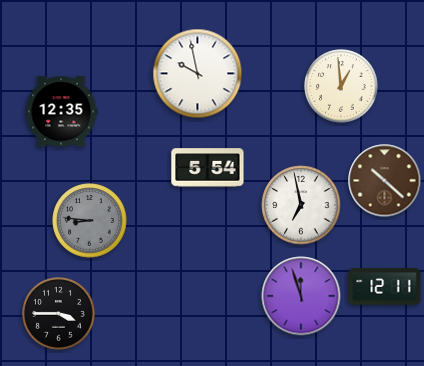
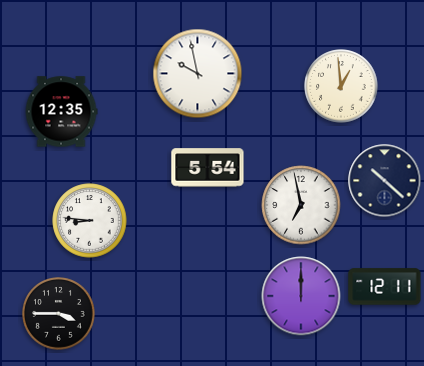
clock at (385, 181) dial: brown -> navy
clock at (90, 221) dial: grey -> white
clock at (301, 296): 11:57 -> 12:00
